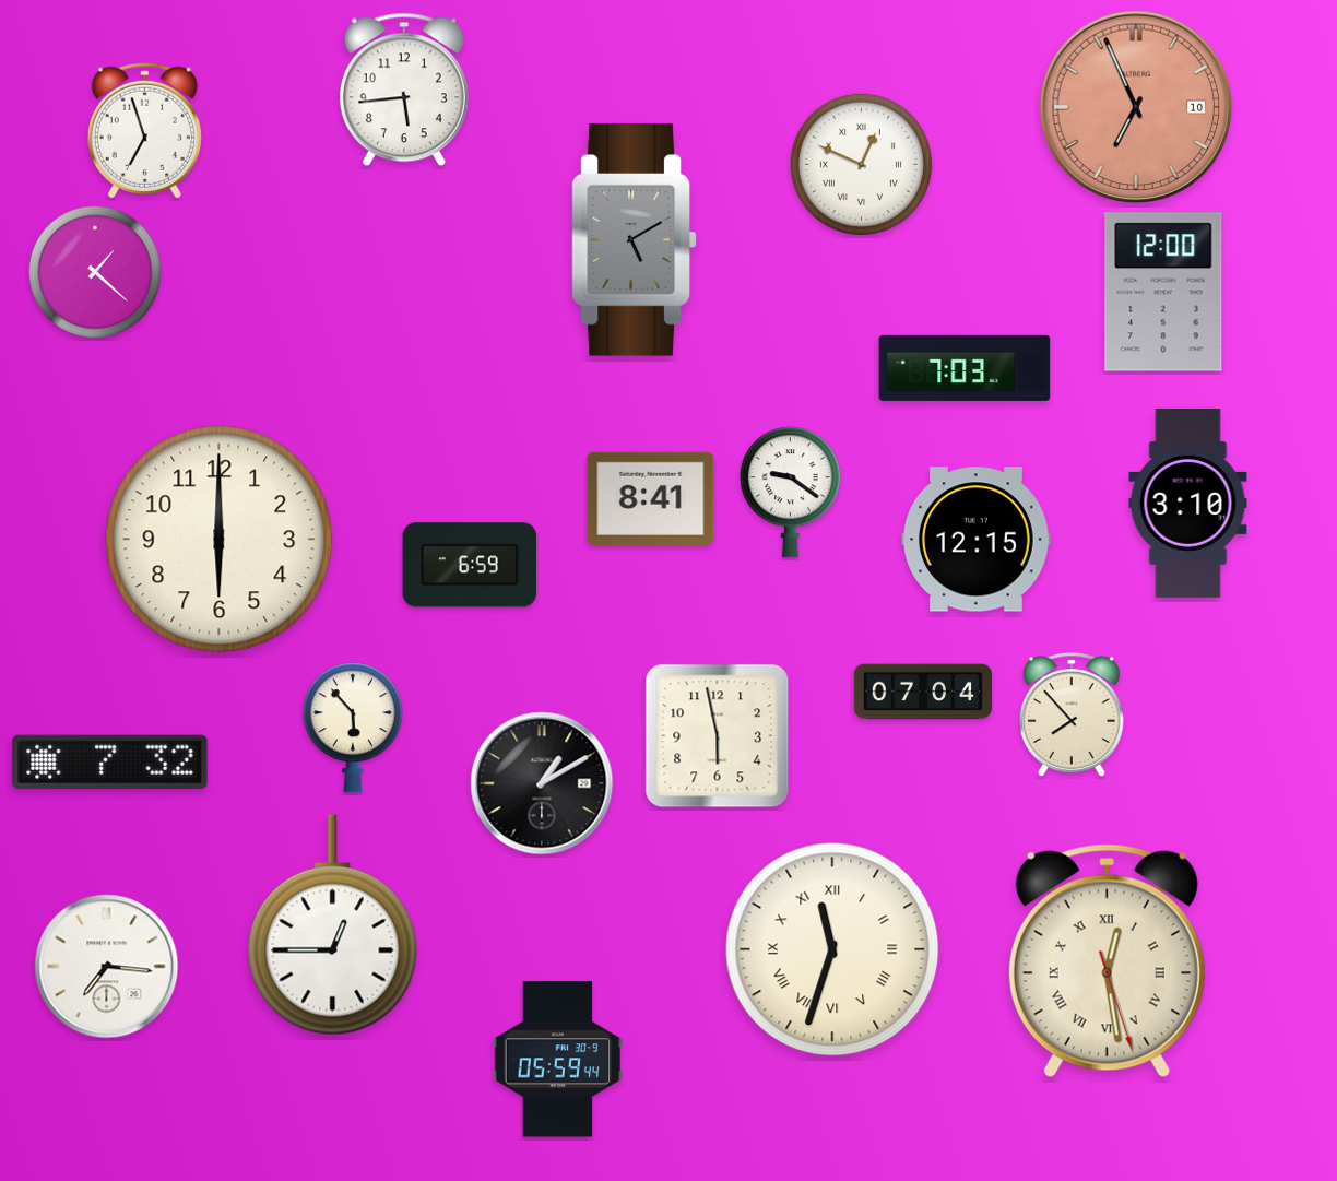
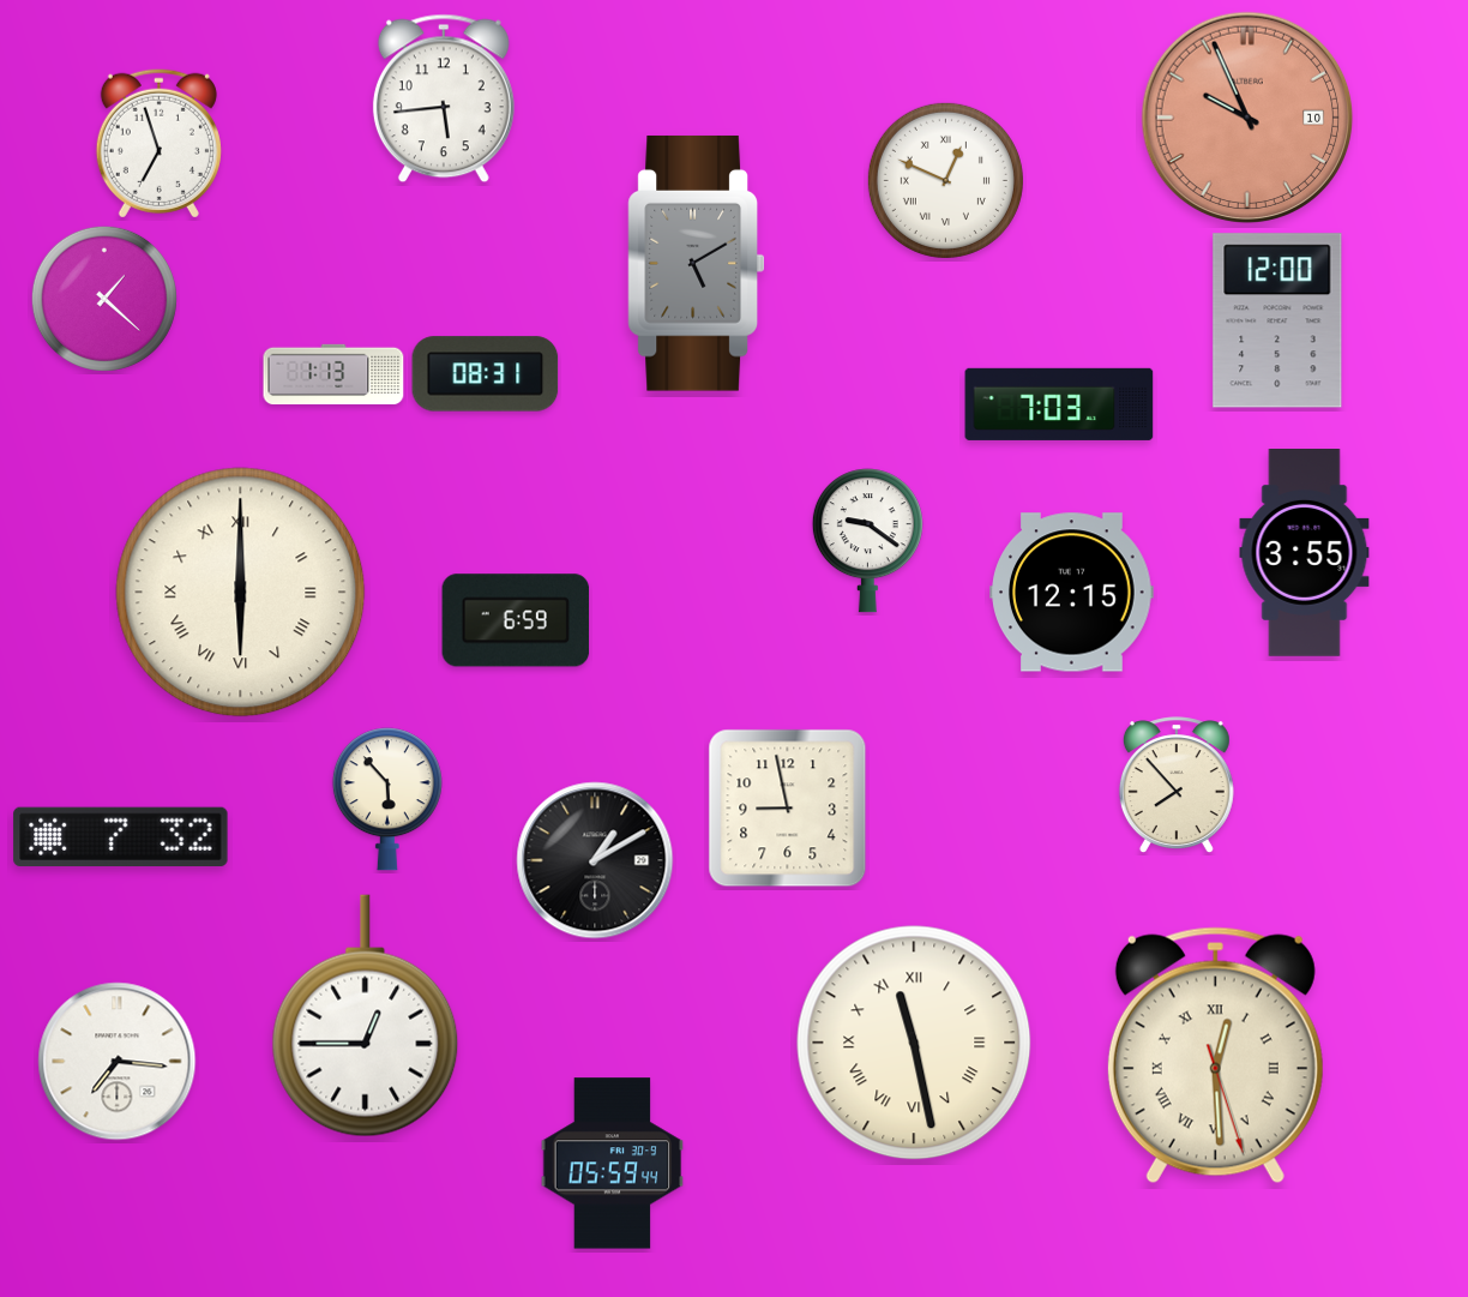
clock at (1136, 107): 6:56 -> 9:56
clock at (333, 374): none -> 1:13
clock at (486, 374): none -> 08:31
clock at (651, 498): 8:41 -> none
clock at (1188, 504): 3:10 -> 3:55
clock at (220, 540) numerals: Arabic -> Roman
clock at (923, 692): 07:04 -> none
clock at (718, 736): 5:58 -> 8:58
clock at (832, 949): 11:33 -> 11:28
clock at (1107, 961): 12:28 -> 12:29
